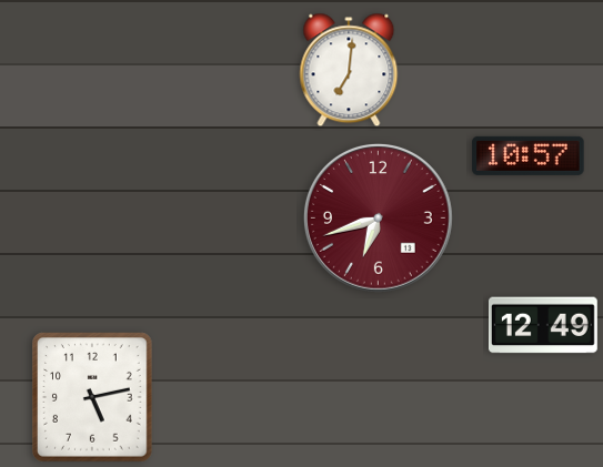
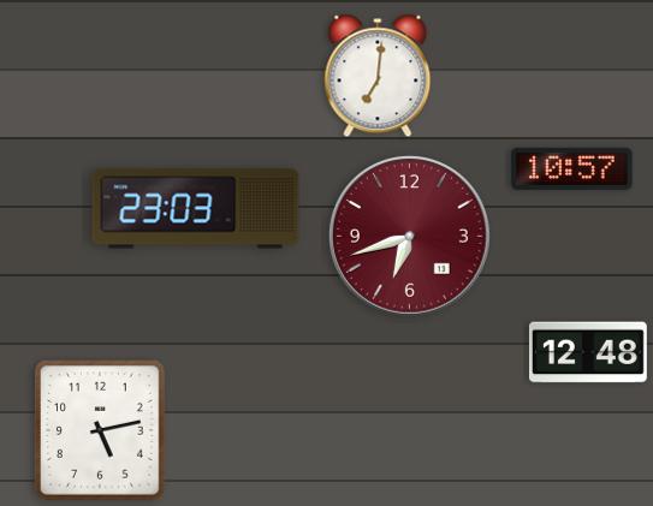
clock at (196, 209): none -> 23:03
clock at (543, 325): 12:49 -> 12:48
